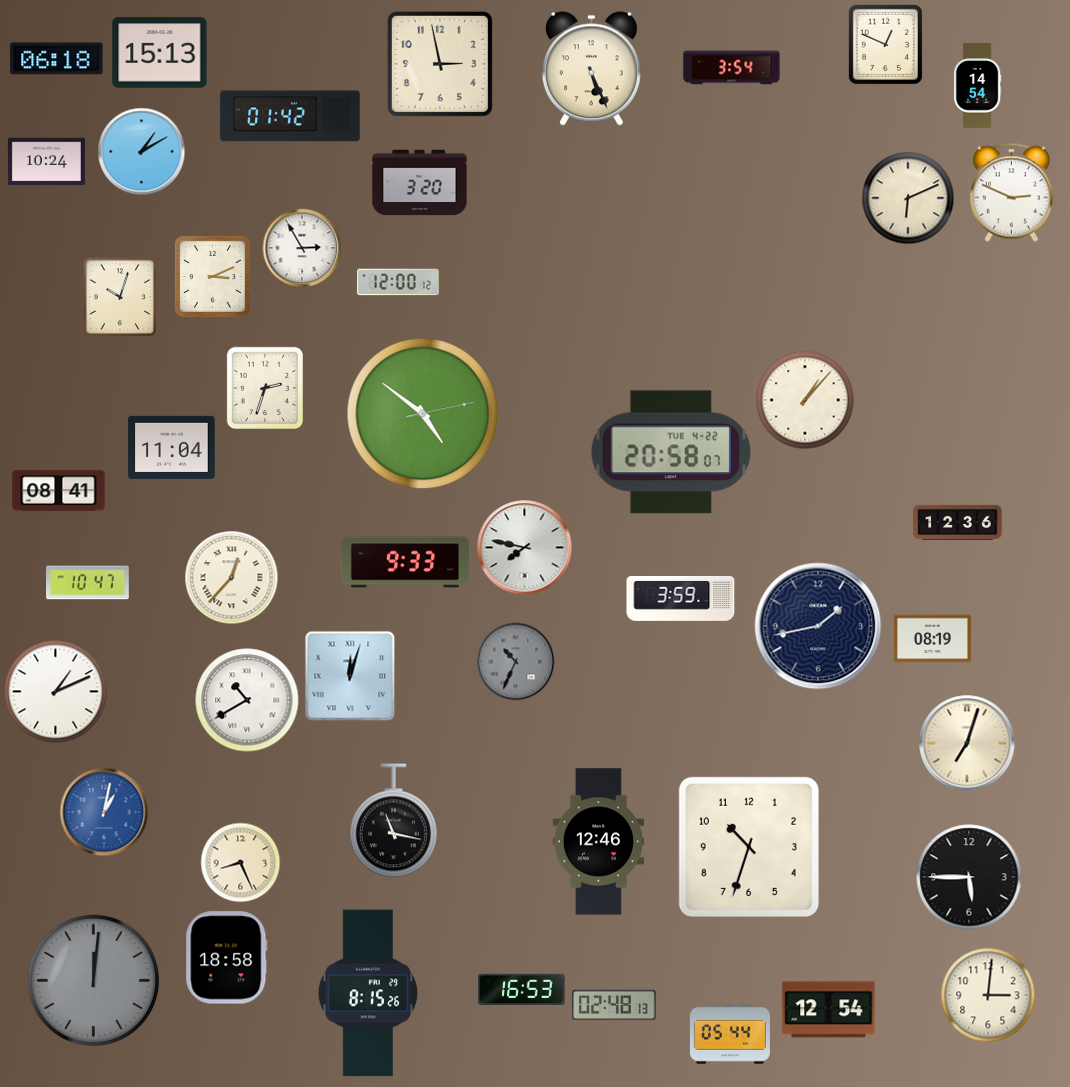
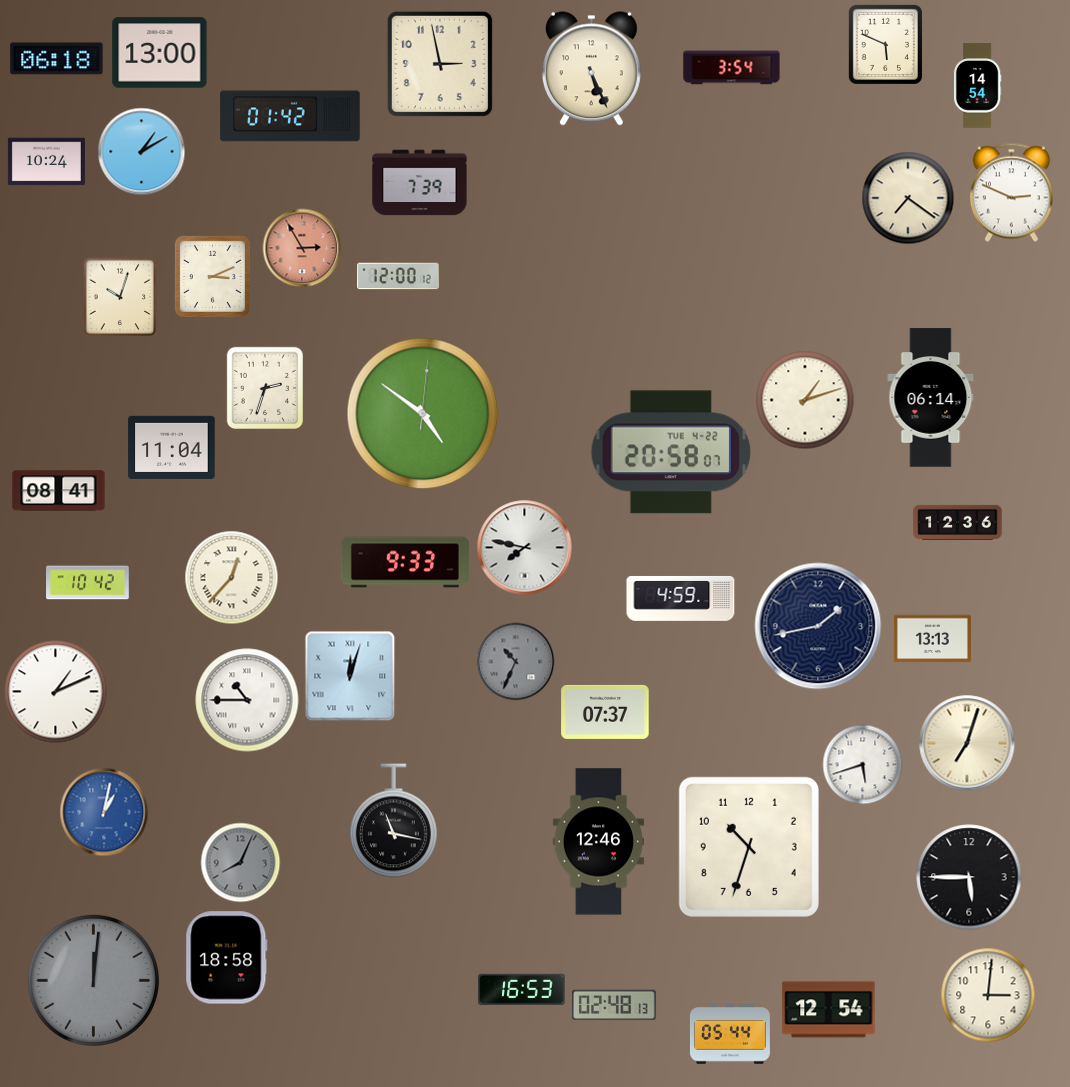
clock at (885, 44): 12:49 -> 5:49
clock at (160, 53): 15:13 -> 13:00
clock at (420, 183): 3:20 -> 7:39
clock at (908, 198): 6:11 -> 7:21
clock at (302, 248) dial: white -> salmon
clock at (399, 282) position: (399, 282) -> (399, 276)
clock at (931, 398): none -> 06:14
clock at (805, 400): 1:07 -> 1:12
clock at (423, 414): 4:51:13 -> 4:51:01
clock at (88, 583): 10:47 -> 10:42
clock at (681, 599): 3:59 -> 4:59
clock at (932, 639): 08:19 -> 13:13
clock at (247, 700): 10:40 -> 10:45
clock at (605, 712): none -> 07:37
clock at (862, 764): none -> 5:42
clock at (240, 862): 8:26 -> 8:04
clock at (240, 862) dial: cream -> grey
clock at (368, 993): 8:15 -> none
